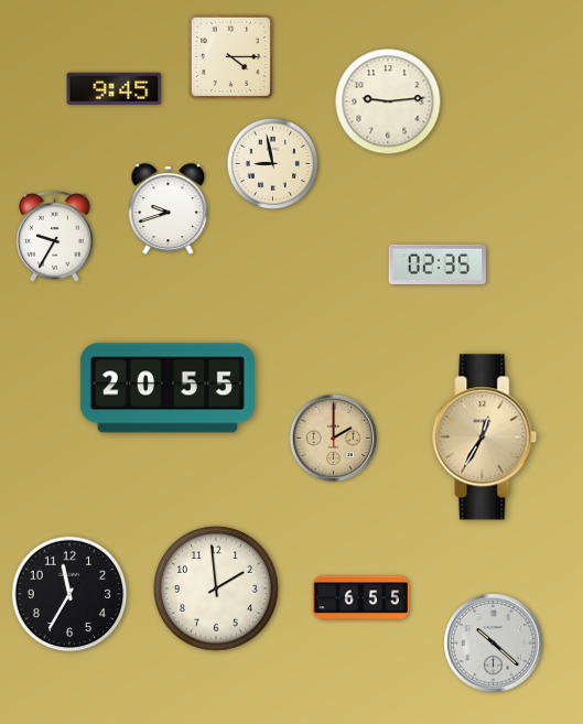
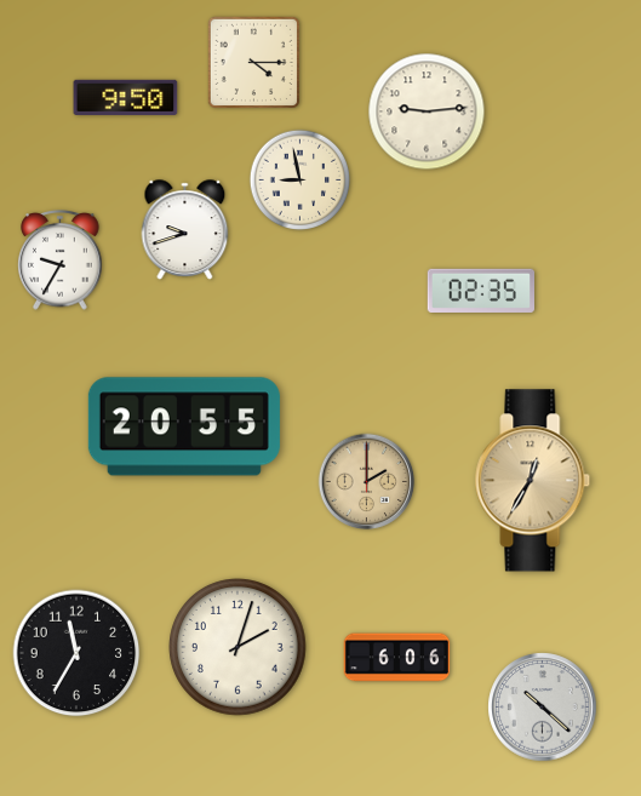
clock at (115, 88): 9:45 -> 9:50
clock at (216, 588): 1:59 -> 2:03
clock at (361, 598): 6:55 -> 6:06
